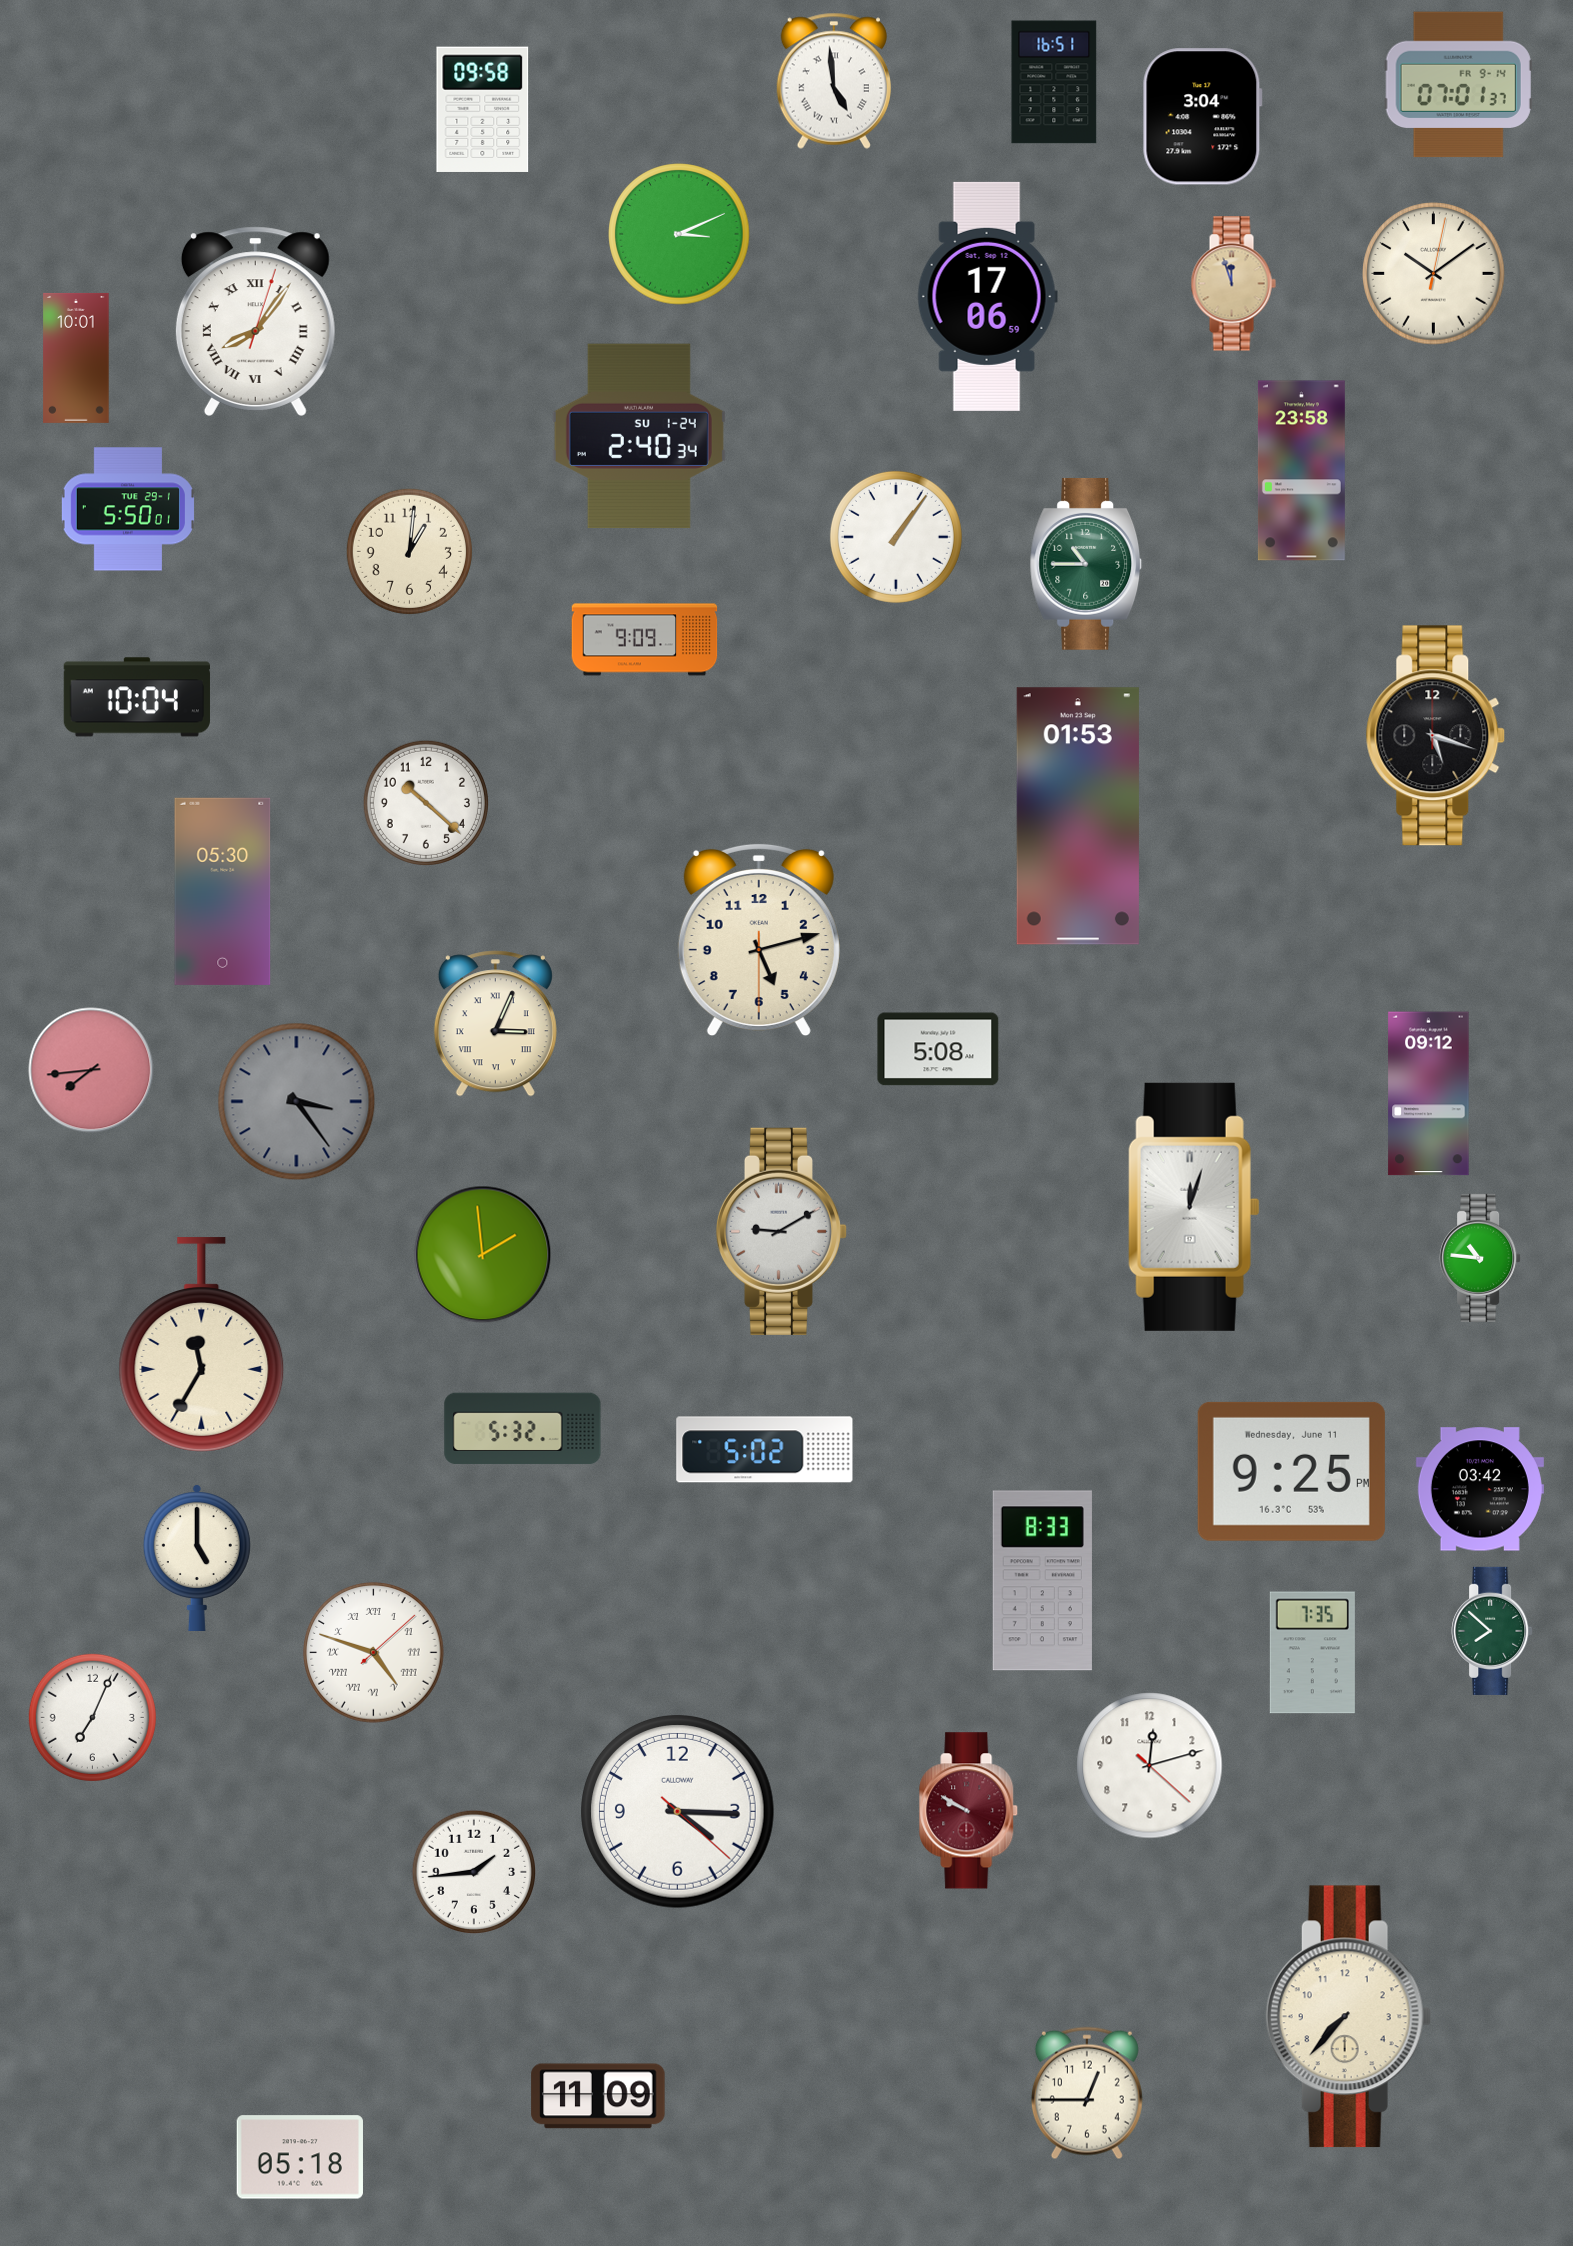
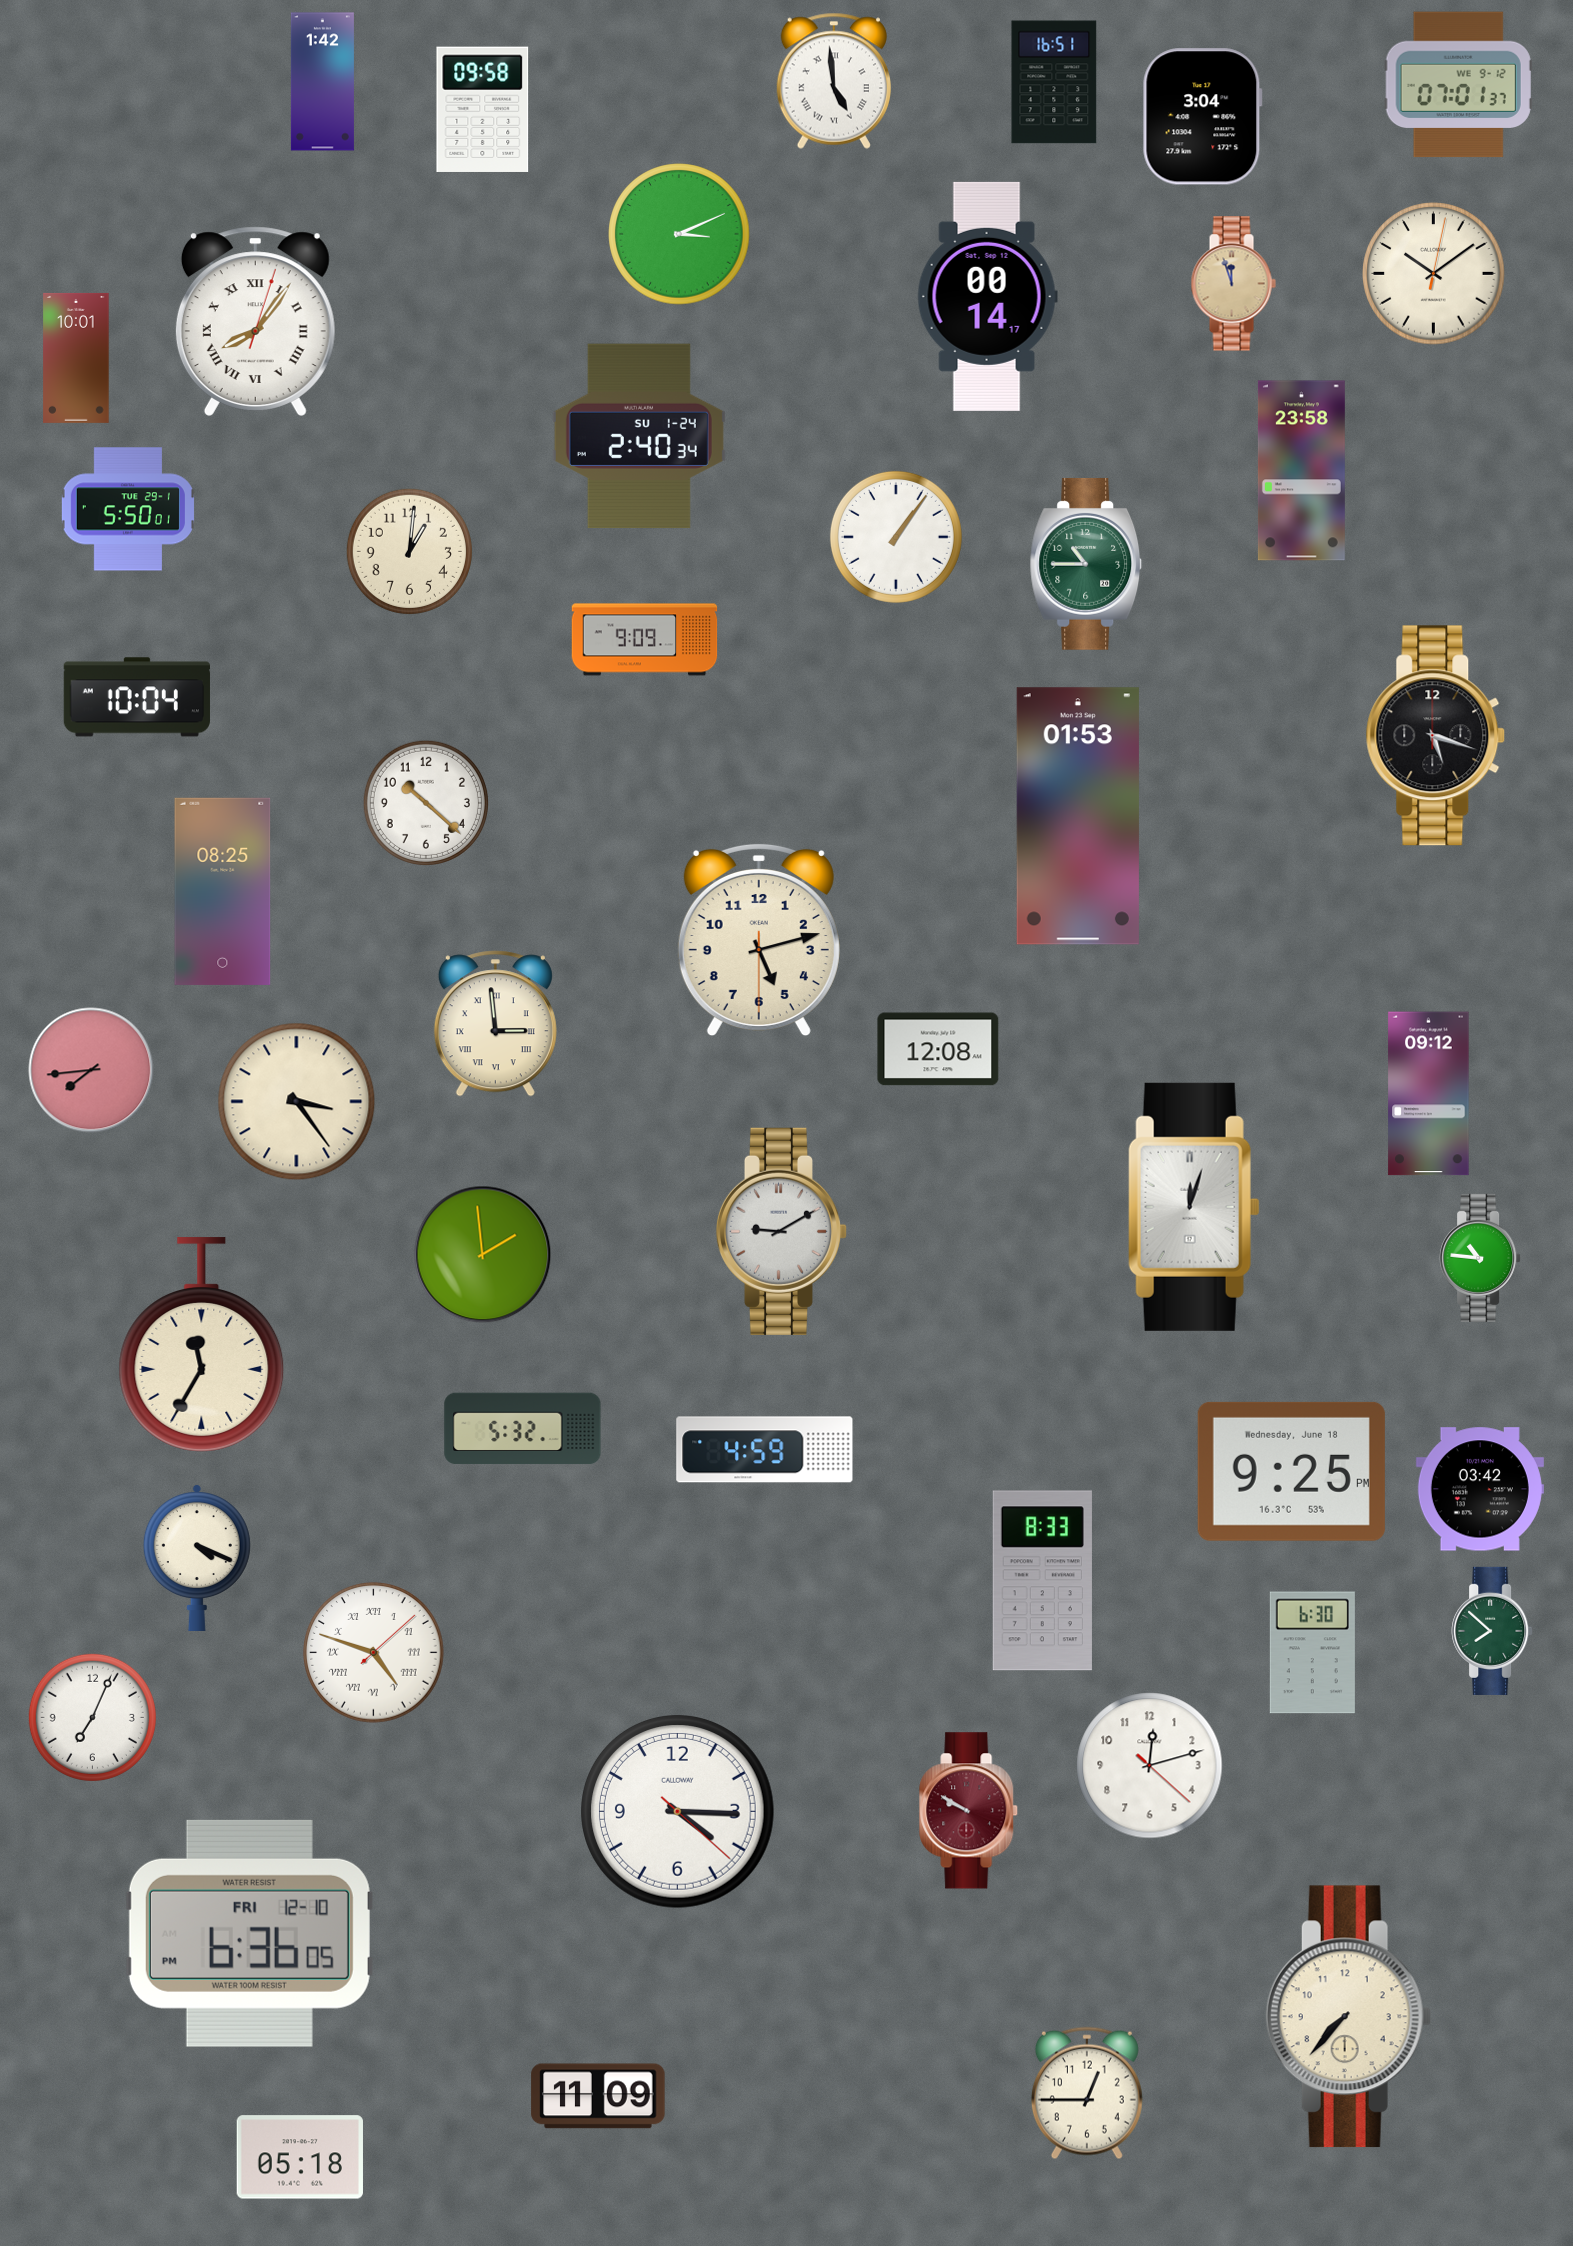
clock at (322, 82): none -> 1:42
clock at (1458, 85) date: FR 9-14 -> WE 9-12
clock at (987, 296): 17:06 -> 00:14
clock at (223, 891): 05:30 -> 08:25
clock at (495, 1024): 3:04 -> 2:59
clock at (938, 1049): 5:08 -> 12:08
clock at (297, 1102) dial: grey -> cream
clock at (765, 1450): 5:02 -> 4:59
clock at (1291, 1471) date: Wednesday, June 11 -> Wednesday, June 18
clock at (197, 1558): 5:00 -> 4:19
clock at (1312, 1653): 7:35 -> 6:30
clock at (473, 1871): 1:44 -> none
clock at (249, 1933): none -> 6:36
